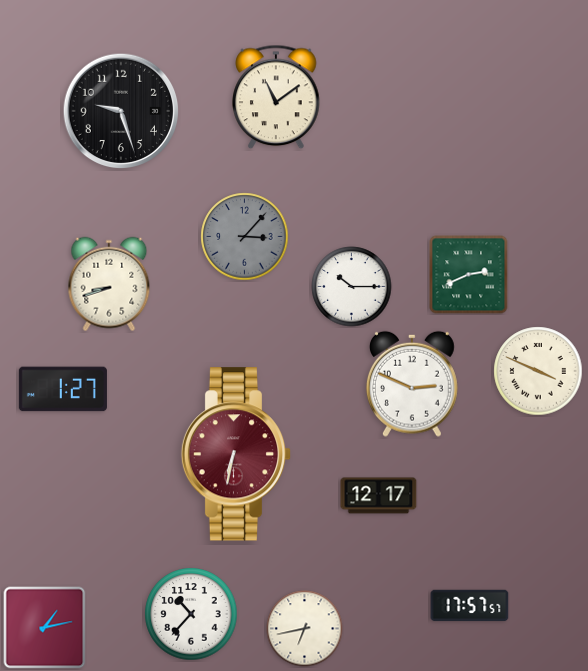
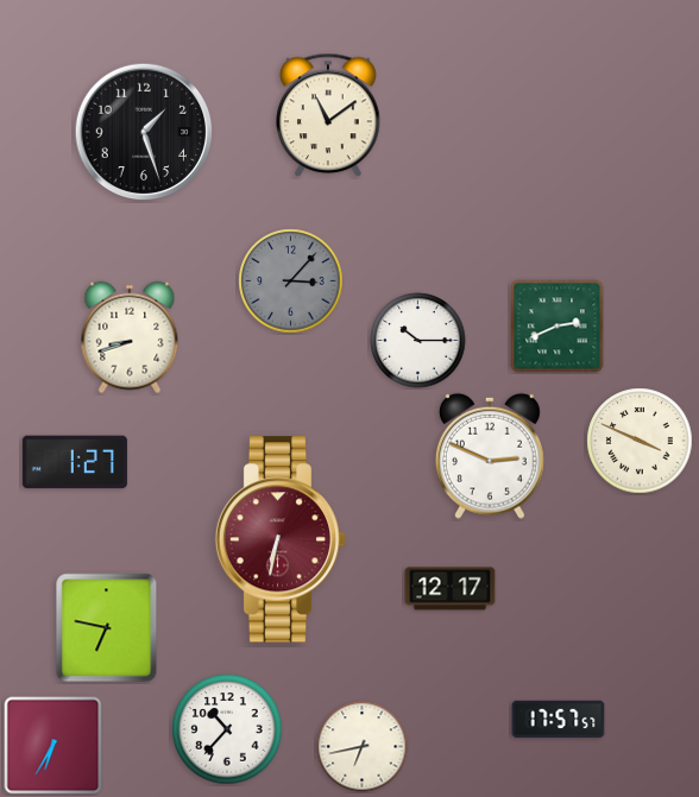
clock at (121, 111): 9:27 -> 1:27
clock at (107, 628): none -> 6:47
clock at (45, 628): 1:13 -> 6:35
